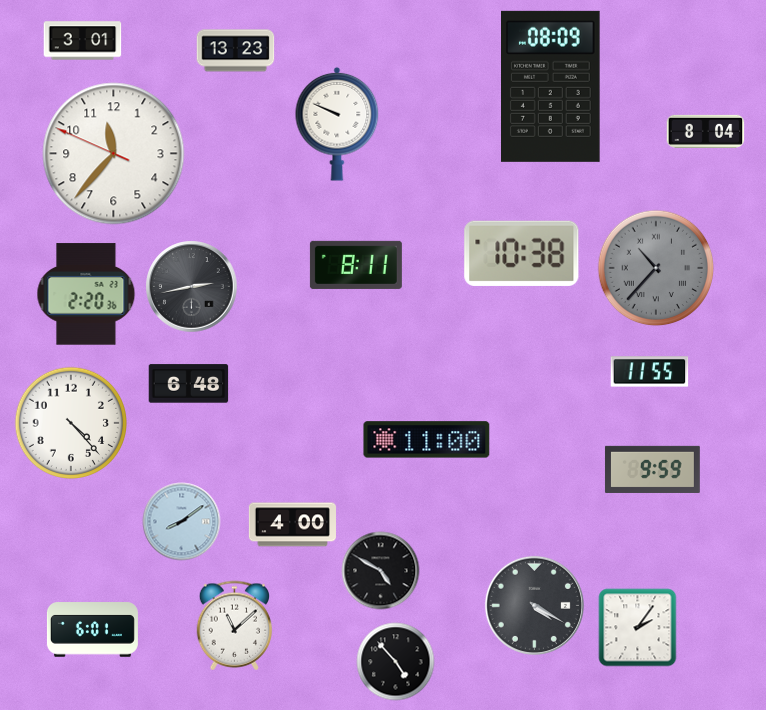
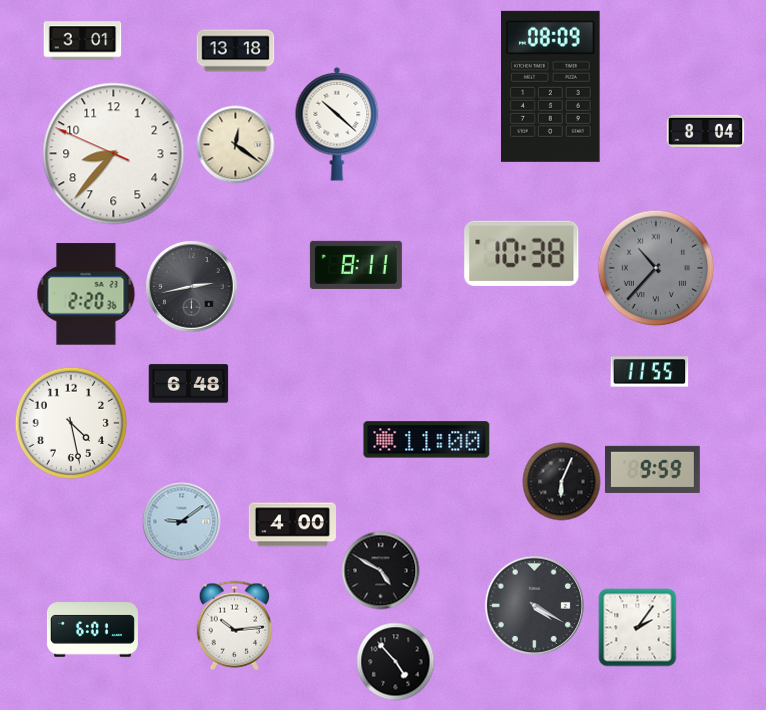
clock at (235, 51): 13:23 -> 13:18
clock at (337, 124): 9:49 -> 10:22
clock at (235, 144): none -> 12:21
clock at (114, 154): 11:36 -> 8:36
clock at (70, 422): 4:23 -> 4:28
clock at (561, 481): none -> 6:04
clock at (181, 521): 8:09 -> 9:09
clock at (235, 625): 11:08 -> 10:14
